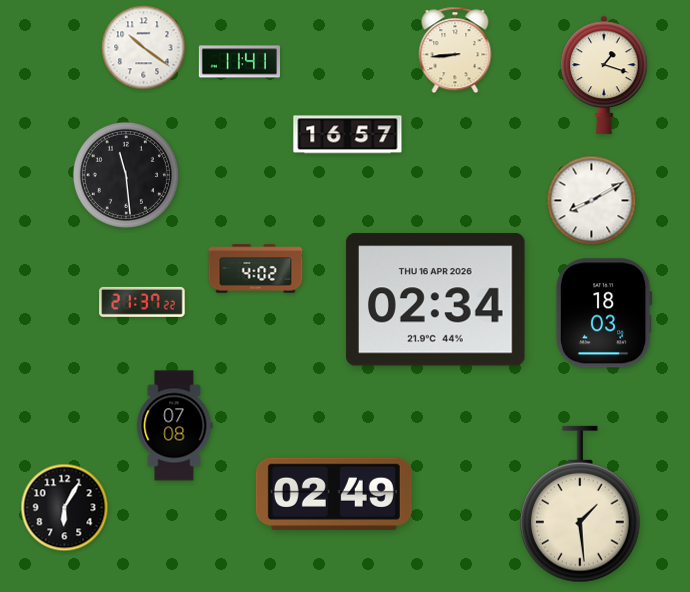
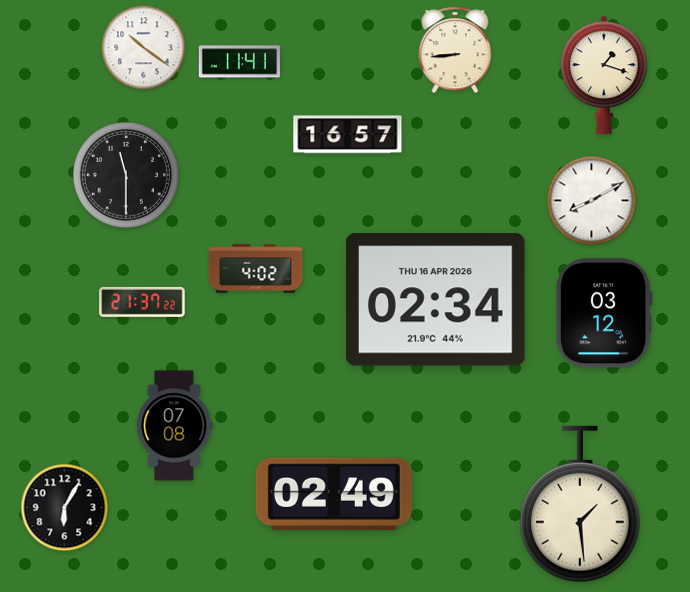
clock at (126, 175): 11:29 -> 11:30
clock at (604, 313): 18:03 -> 03:12
